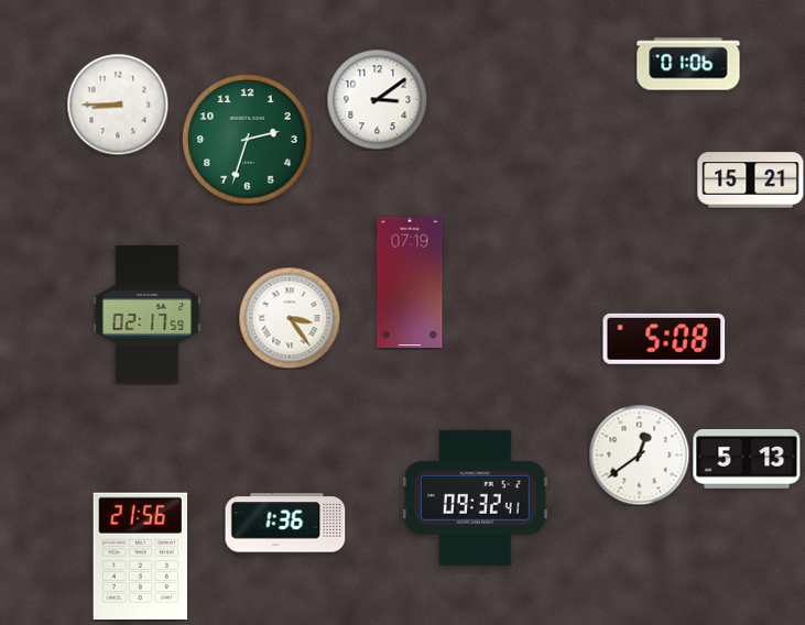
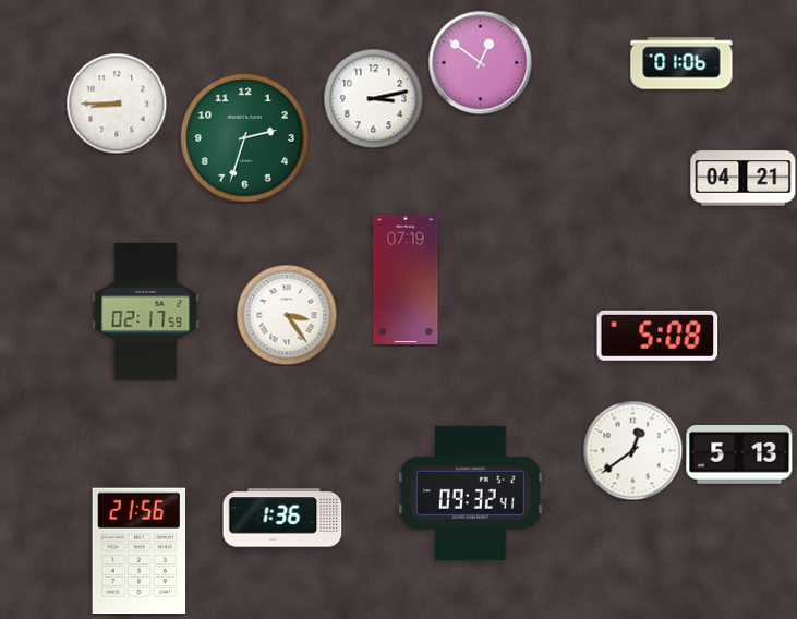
clock at (480, 62): none -> 12:51
clock at (377, 99): 3:09 -> 3:13
clock at (751, 180): 15:21 -> 04:21
